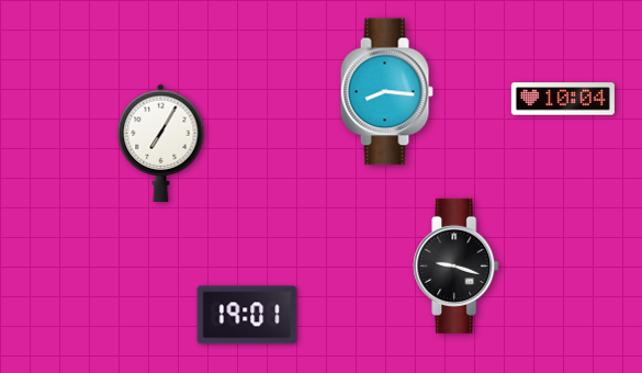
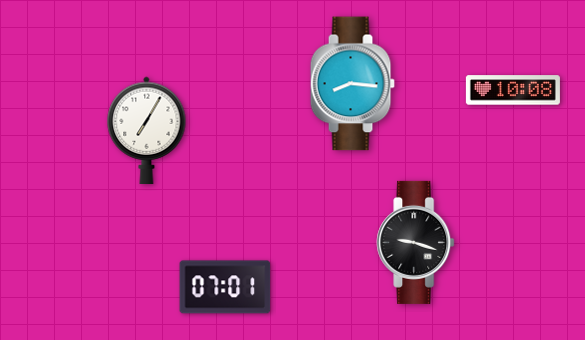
clock at (563, 99): 10:04 -> 10:08
clock at (247, 315): 19:01 -> 07:01
